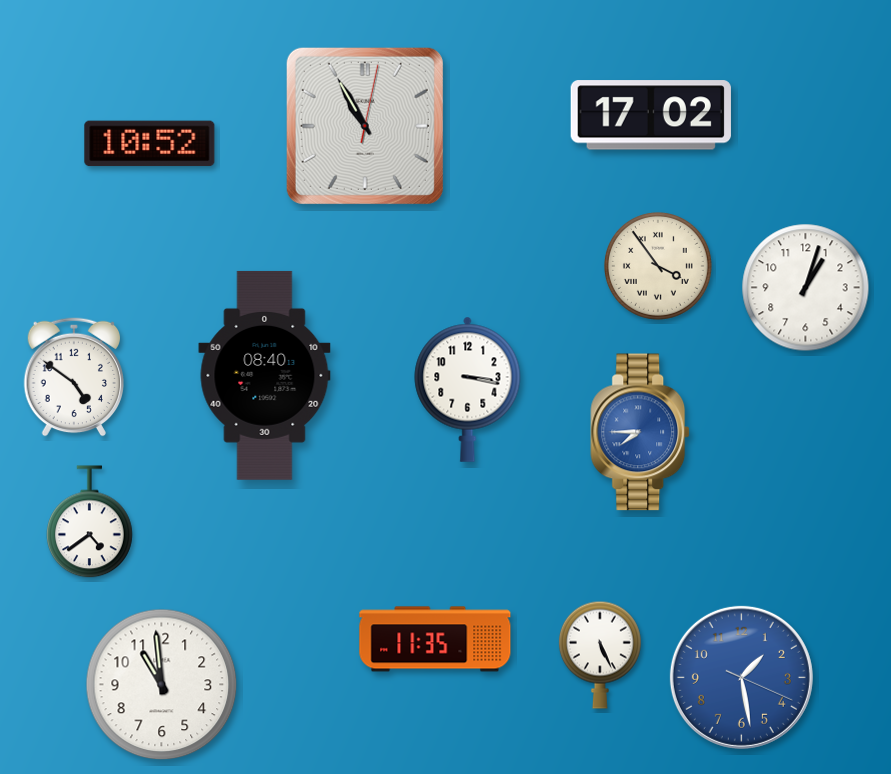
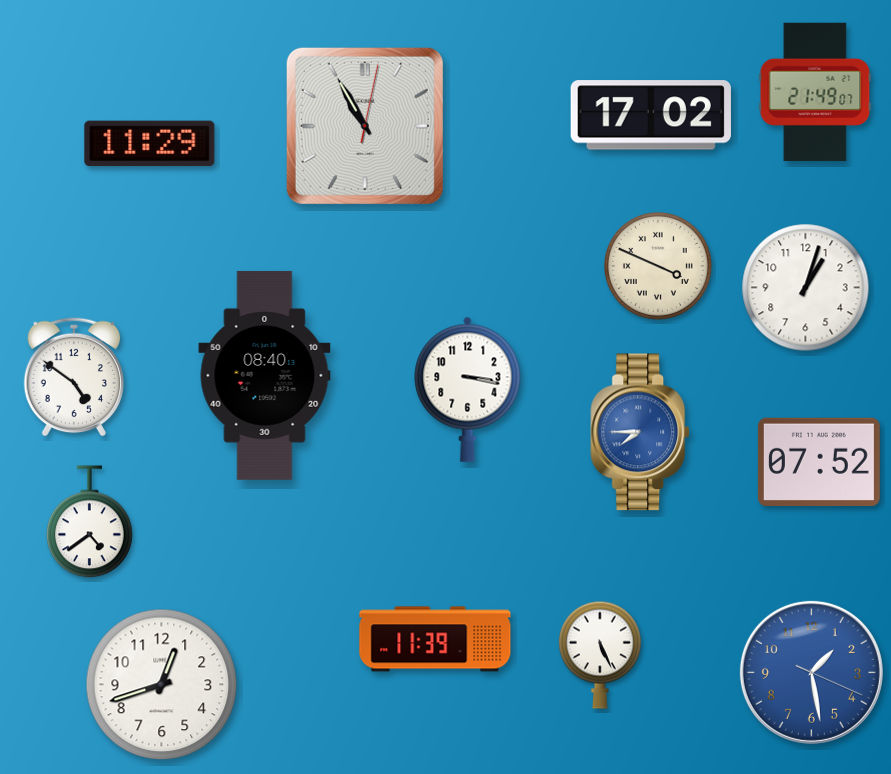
clock at (815, 92): none -> 21:49
clock at (150, 144): 10:52 -> 11:29
clock at (658, 266): 3:54 -> 3:49
clock at (819, 461): none -> 07:52
clock at (435, 639): 11:35 -> 11:39
clock at (741, 677) position: (741, 677) -> (811, 672)
clock at (162, 685): 10:59 -> 12:42
